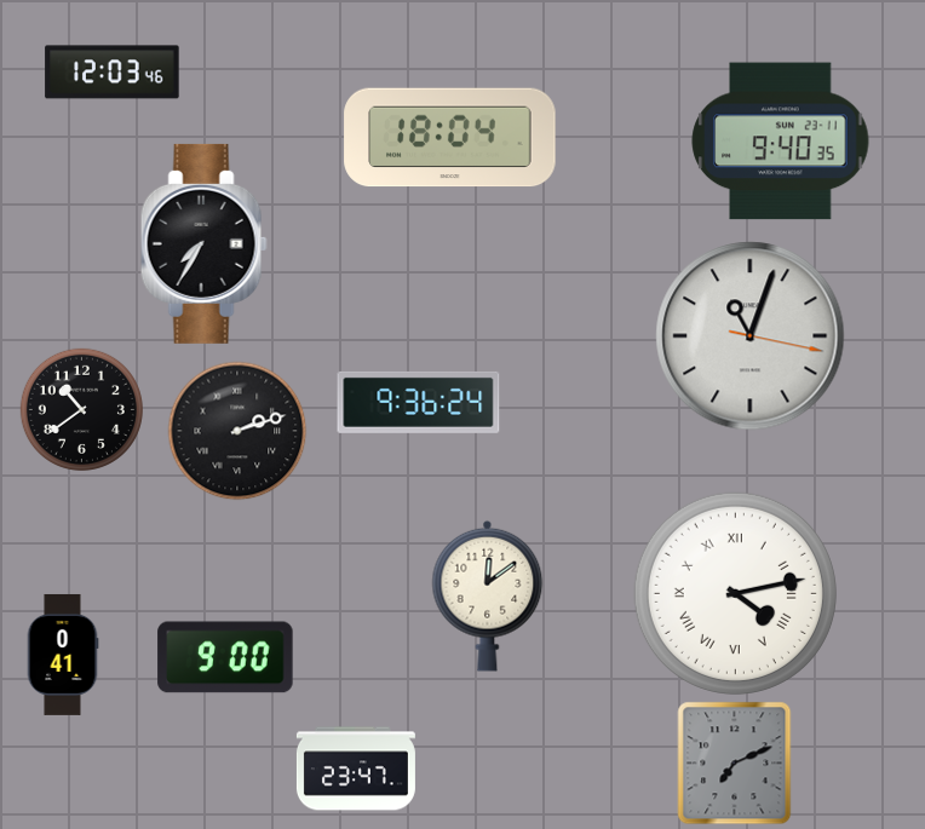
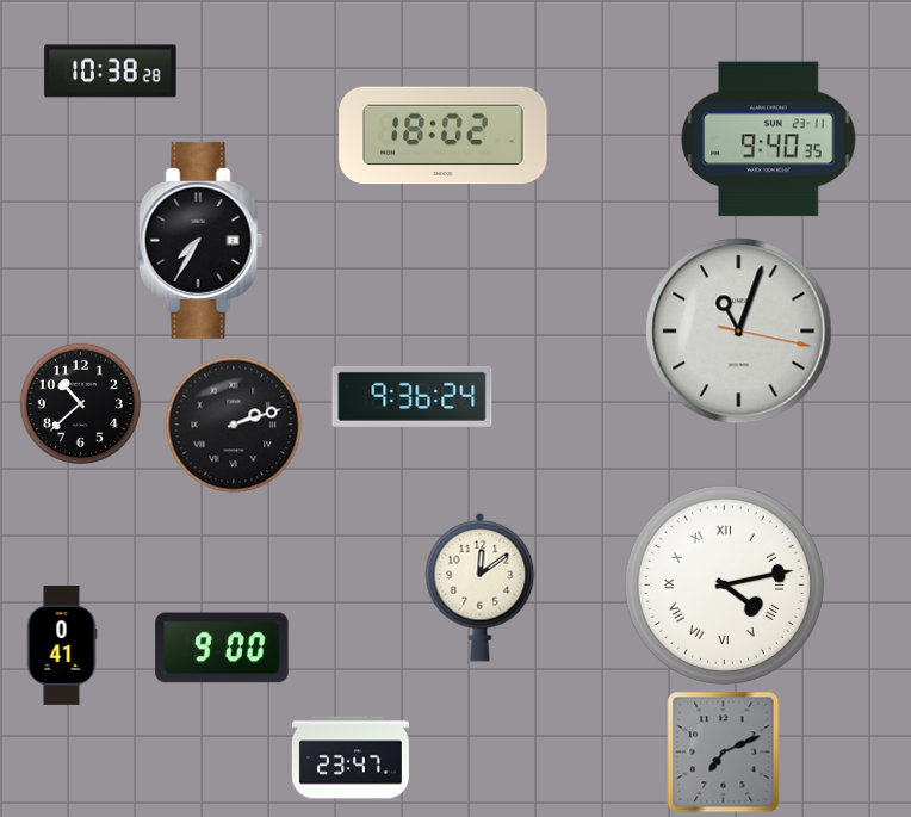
clock at (113, 73): 12:03 -> 10:38
clock at (450, 138): 18:04 -> 18:02
clock at (81, 409): 10:39 -> 10:38
